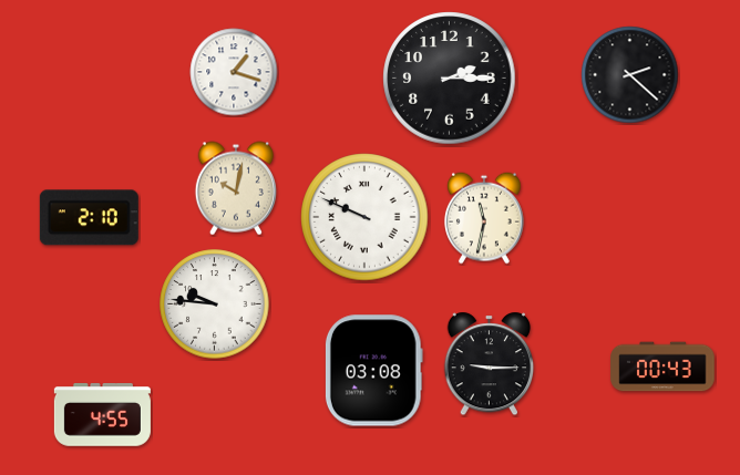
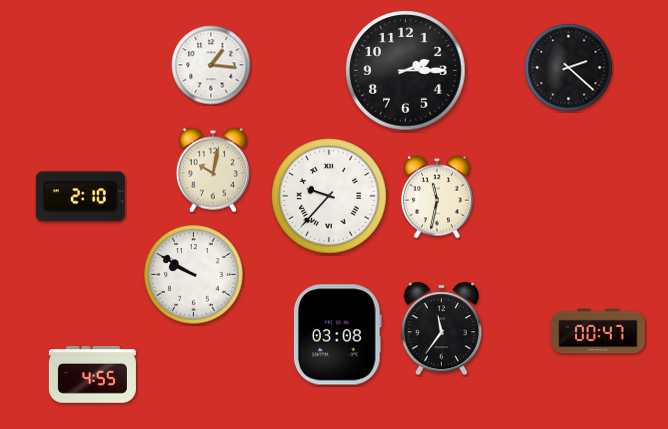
clock at (234, 72): 1:18 -> 1:16
clock at (364, 217): 9:49 -> 9:37
clock at (215, 304): 9:46 -> 9:50
clock at (490, 364): 9:15 -> 11:36
clock at (662, 366): 00:43 -> 00:47
